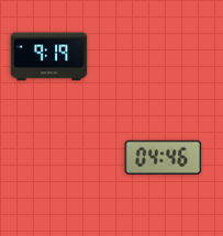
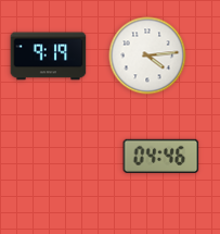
clock at (147, 56): none -> 4:14
